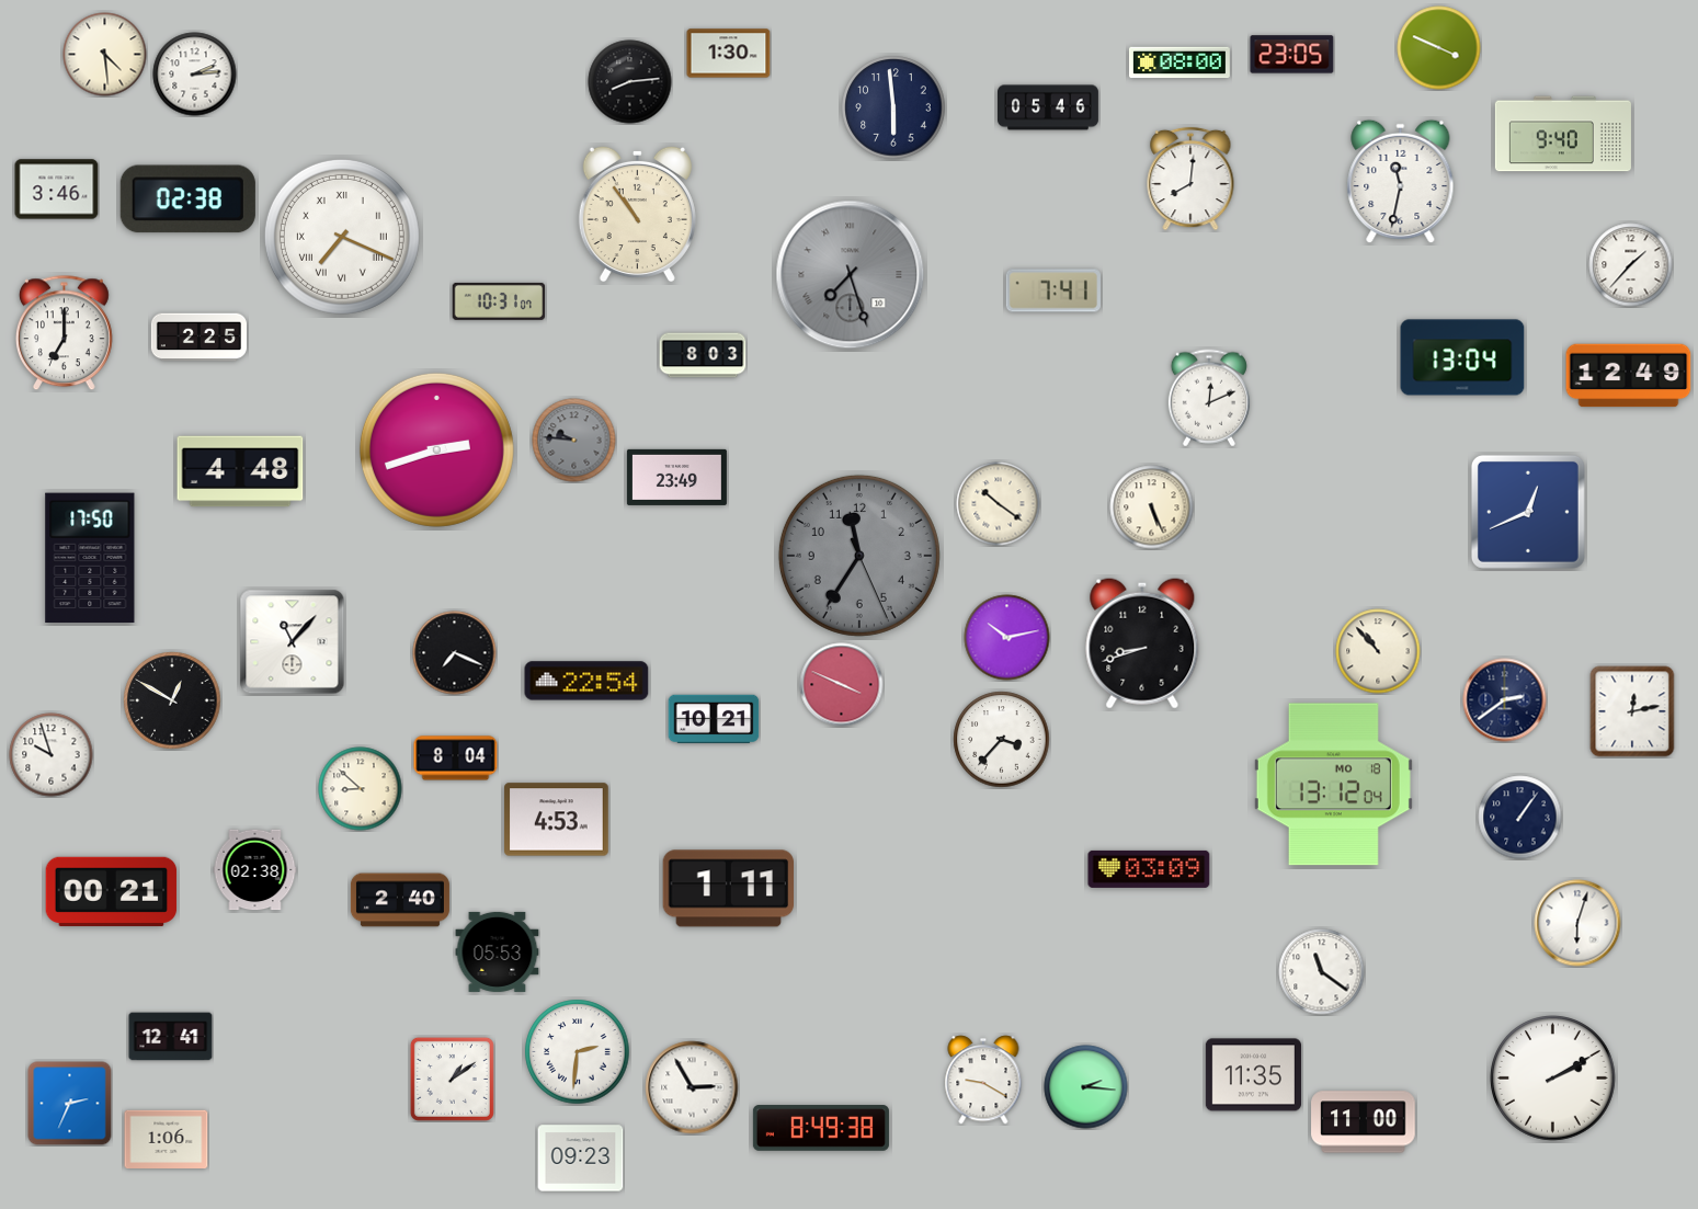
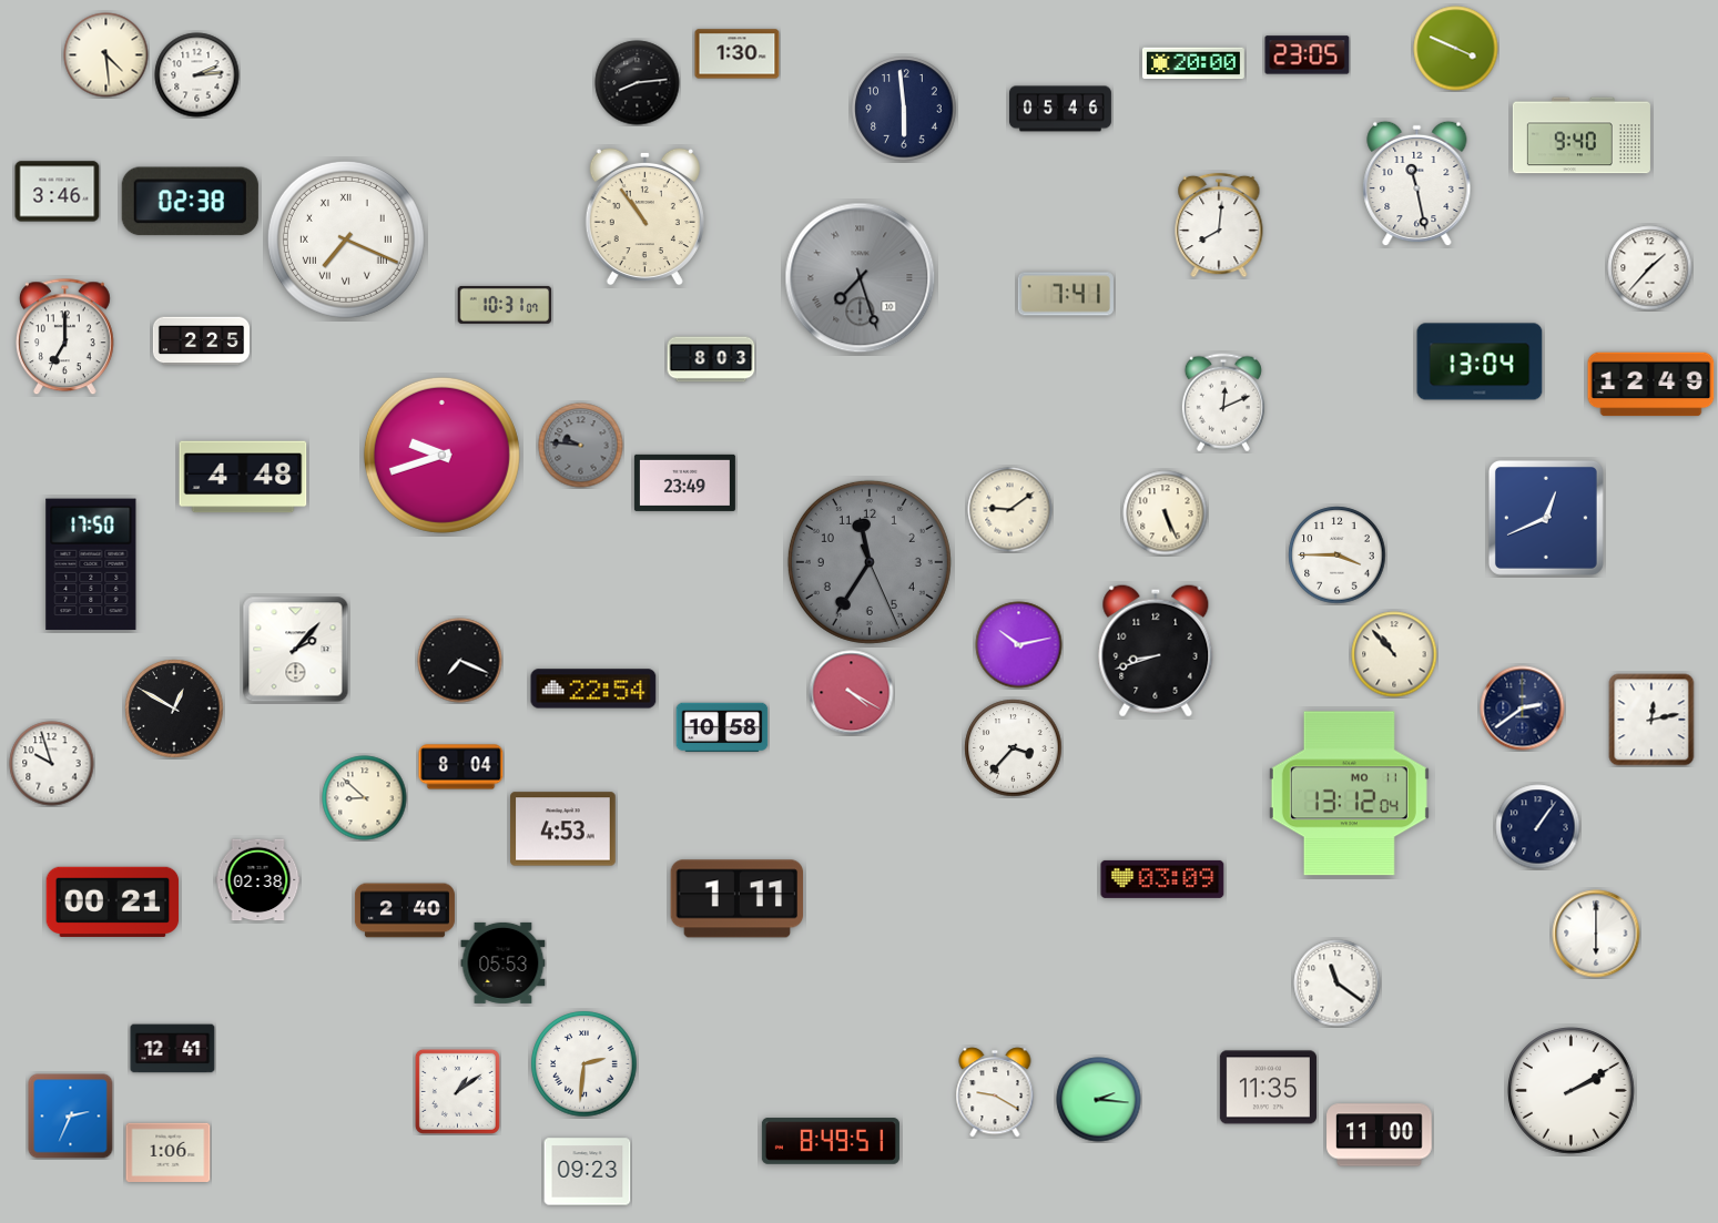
clock at (1180, 62): 08:00 -> 20:00
clock at (1190, 179) position: (1190, 179) -> (1219, 225)
clock at (1401, 182): 11:32 -> 11:28
clock at (1629, 376) position: (1629, 376) -> (1651, 385)
clock at (436, 449): 2:42 -> 9:42
clock at (999, 504): 10:21 -> 9:09
clock at (1338, 556): none -> 3:45
clock at (293, 642): 11:07 -> 2:07
clock at (1378, 651) position: (1378, 651) -> (1394, 654)
clock at (842, 685): 3:49 -> 4:20
clock at (714, 719): 10:21 -> 10:58
clock at (1333, 785) date: MO 18 -> MO 11
clock at (1577, 923): 6:03 -> 6:00
clock at (692, 1087): 2:55 -> none
clock at (821, 1128): 8:49:38 -> 8:49:51
